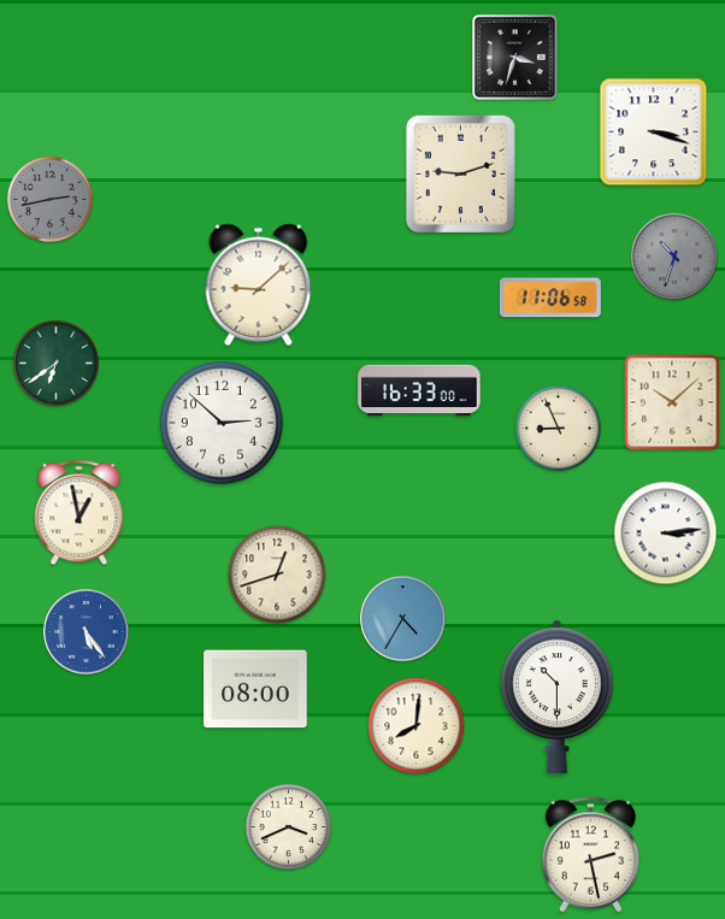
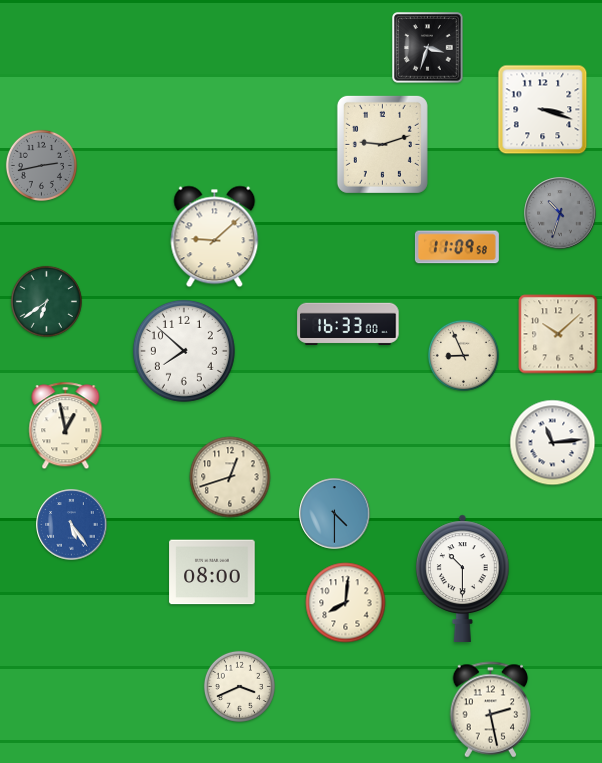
clock at (550, 298): 11:06 -> 11:09
clock at (222, 423): 2:52 -> 7:52
clock at (666, 534): 3:14 -> 11:14
clock at (403, 619): 4:35 -> 4:30
